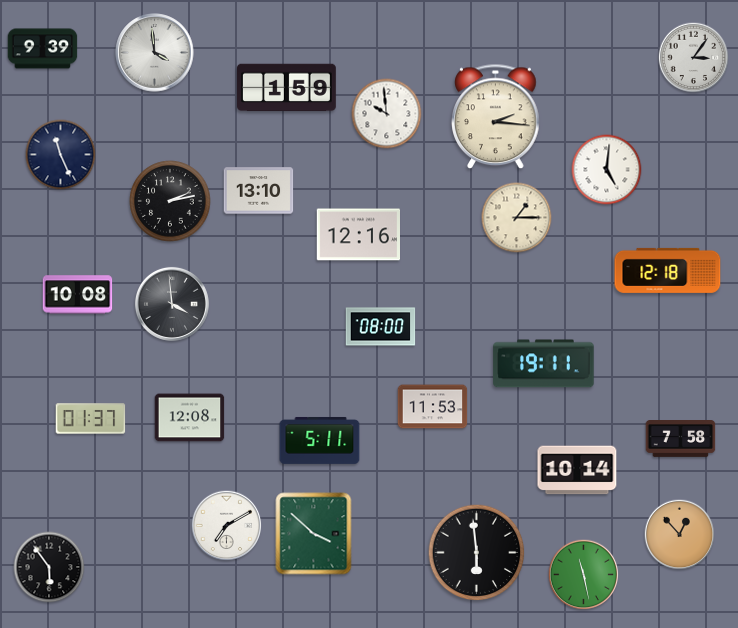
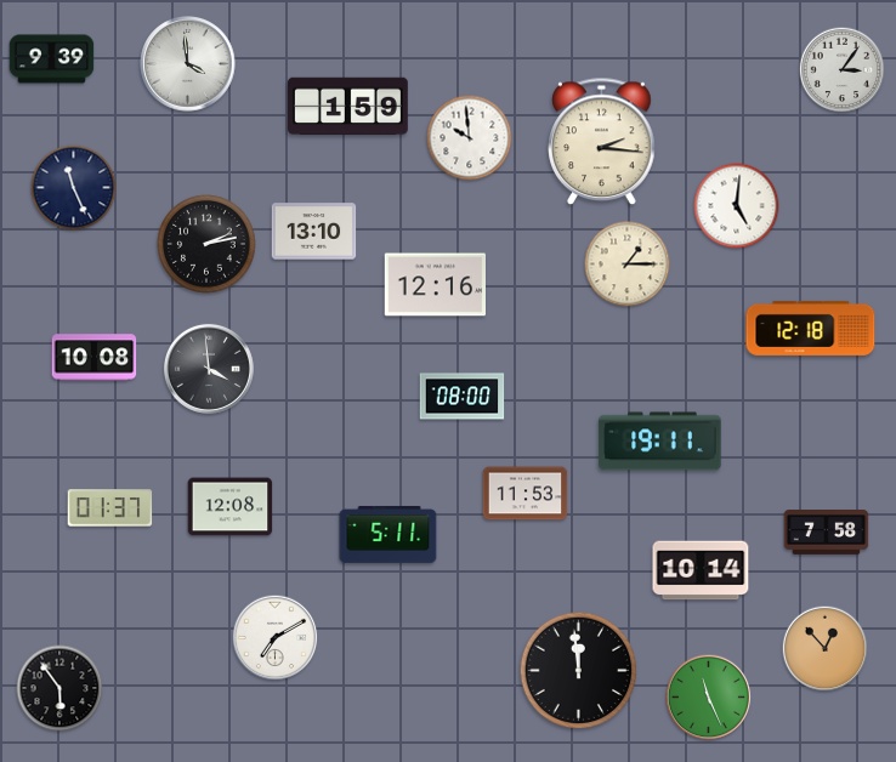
clock at (314, 534): 3:52 -> none
clock at (477, 553): 5:59 -> 11:59
clock at (584, 575): 11:28 -> 11:26
